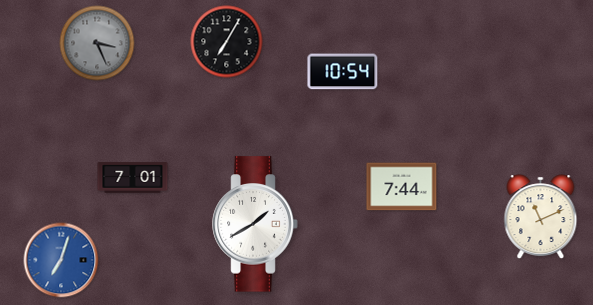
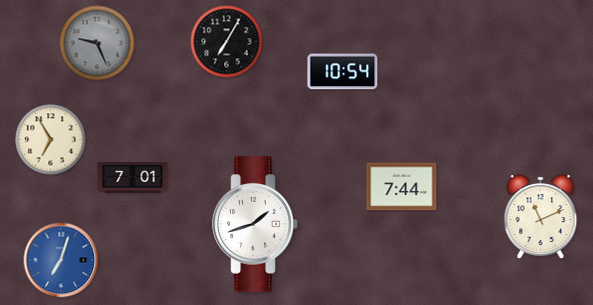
clock at (97, 43): 3:26 -> 9:26
clock at (51, 140): none -> 6:55
clock at (255, 224): 1:40 -> 1:42
